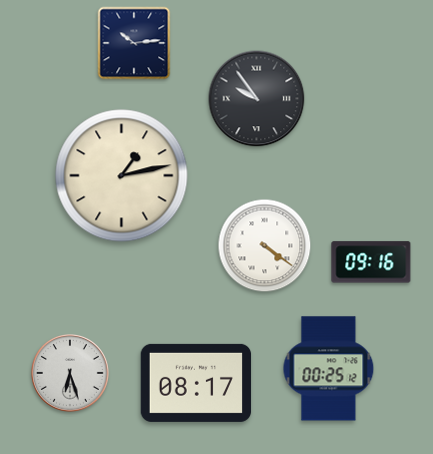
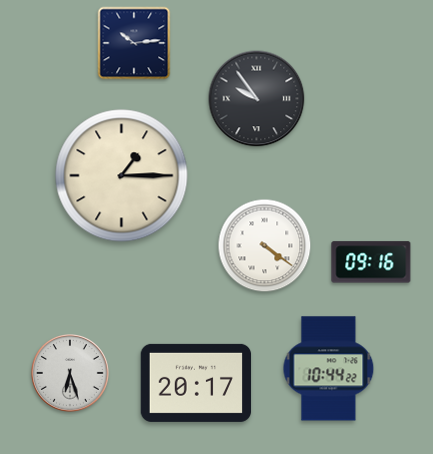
clock at (122, 176): 1:13 -> 1:15
clock at (329, 369): 00:25 -> 10:44
clock at (196, 383): 08:17 -> 20:17
